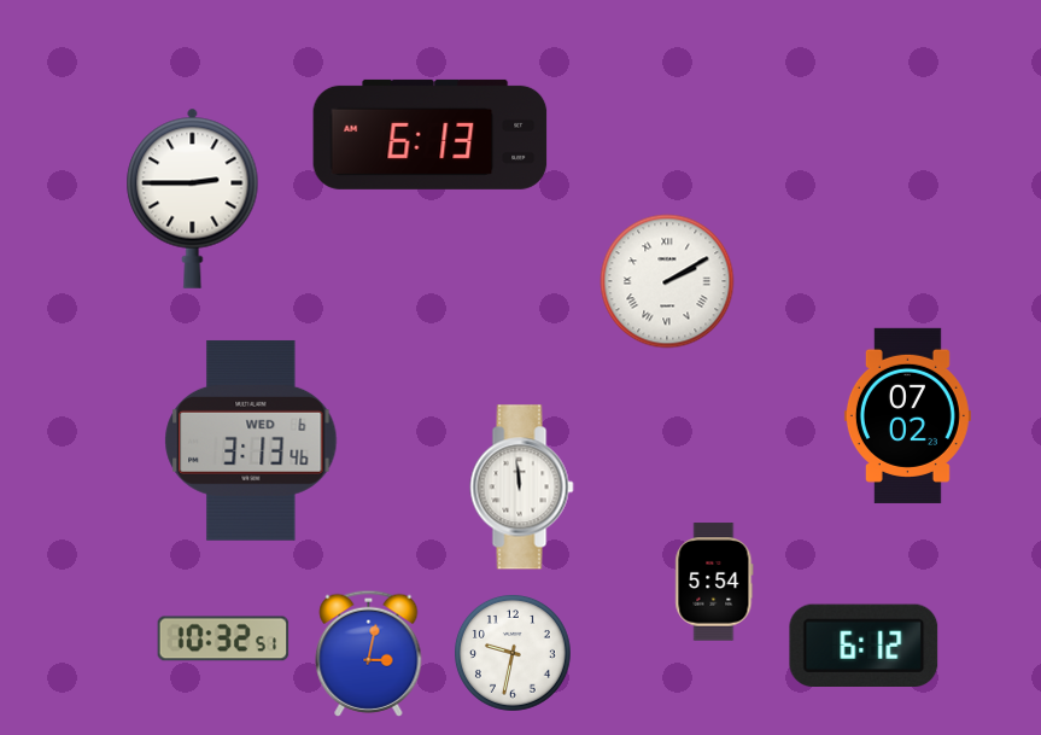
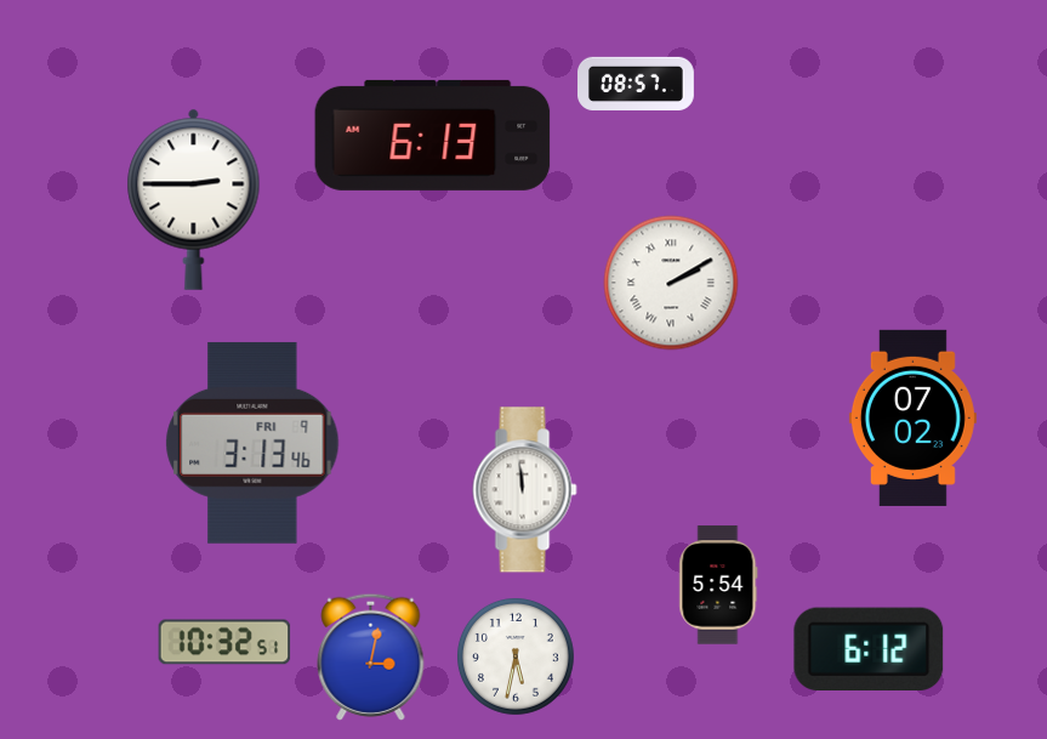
clock at (637, 83): none -> 08:57
clock at (251, 441) date: WED 6 -> FRI 9
clock at (514, 654): 9:32 -> 5:32
